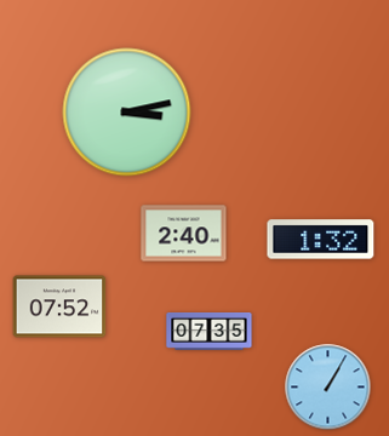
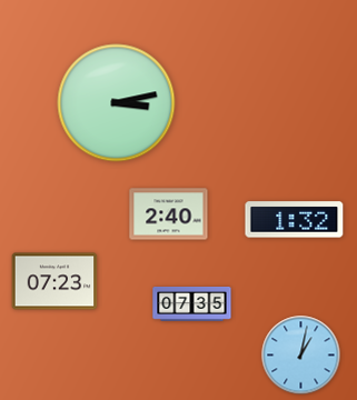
clock at (59, 306): 07:52 -> 07:23
clock at (328, 388): 1:05 -> 1:02
